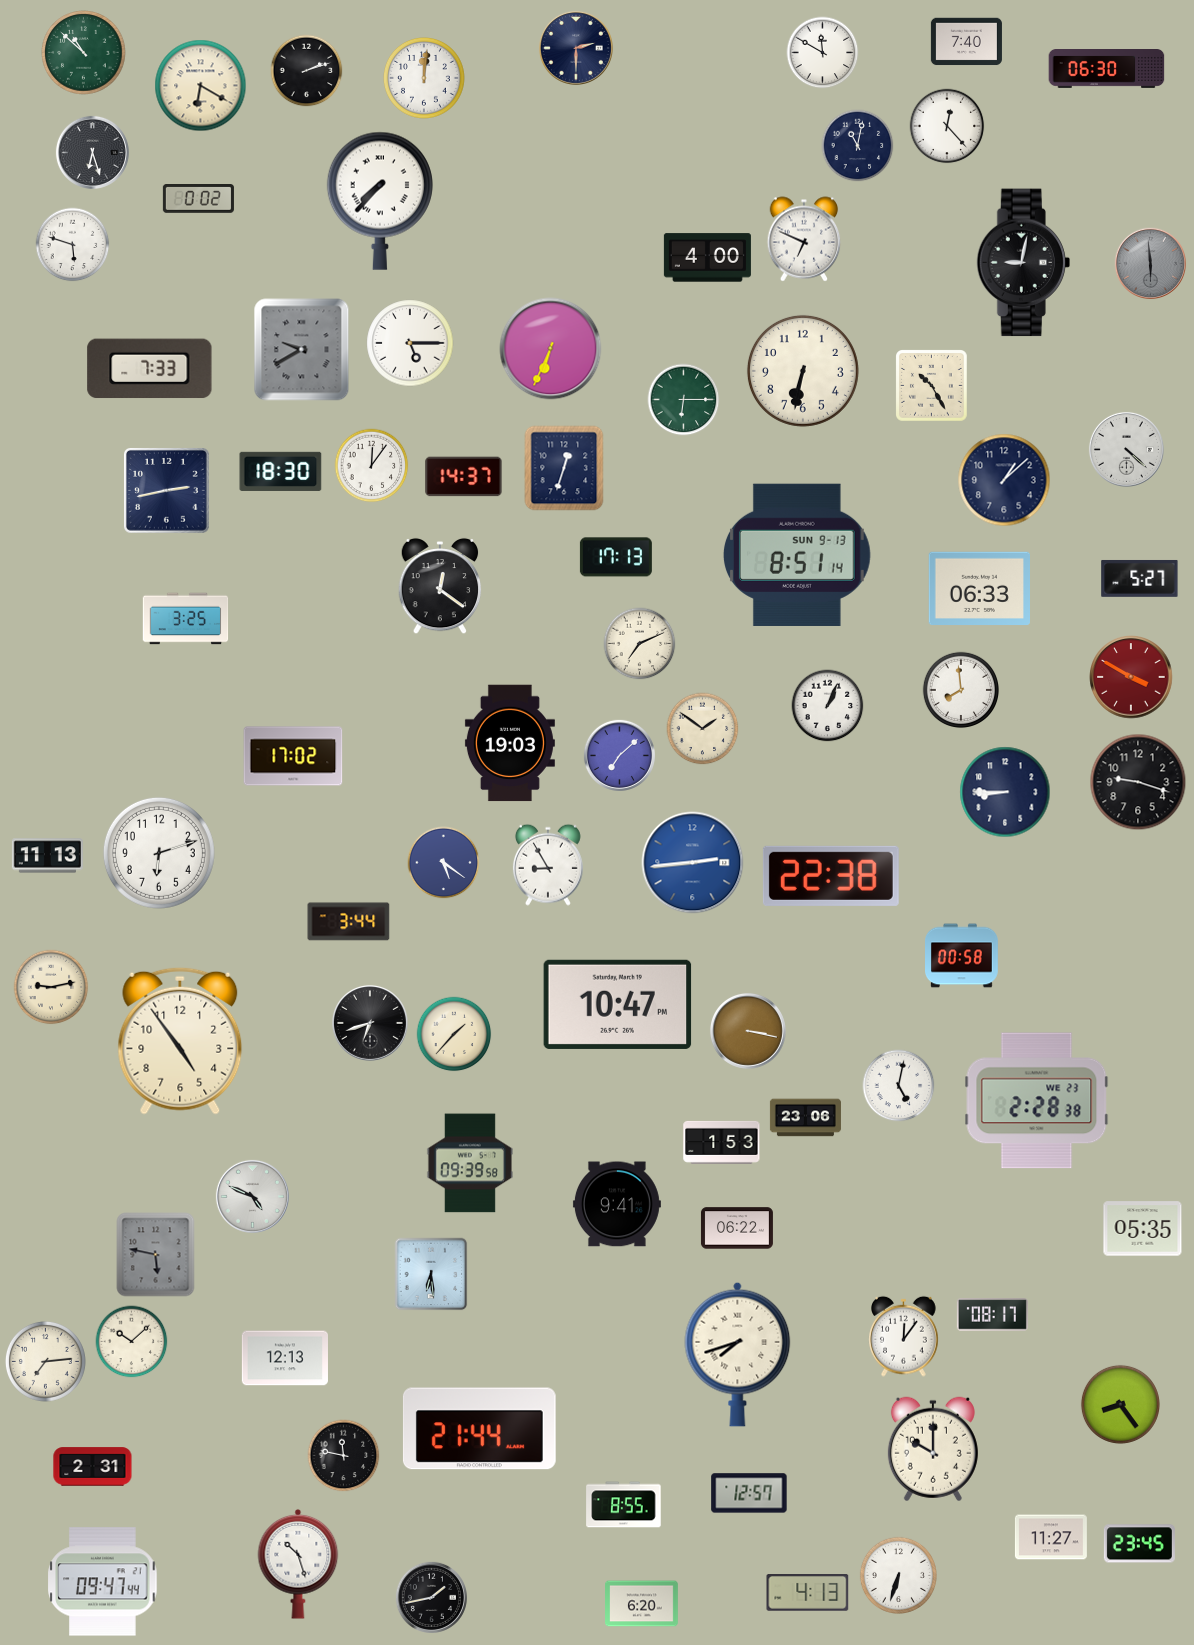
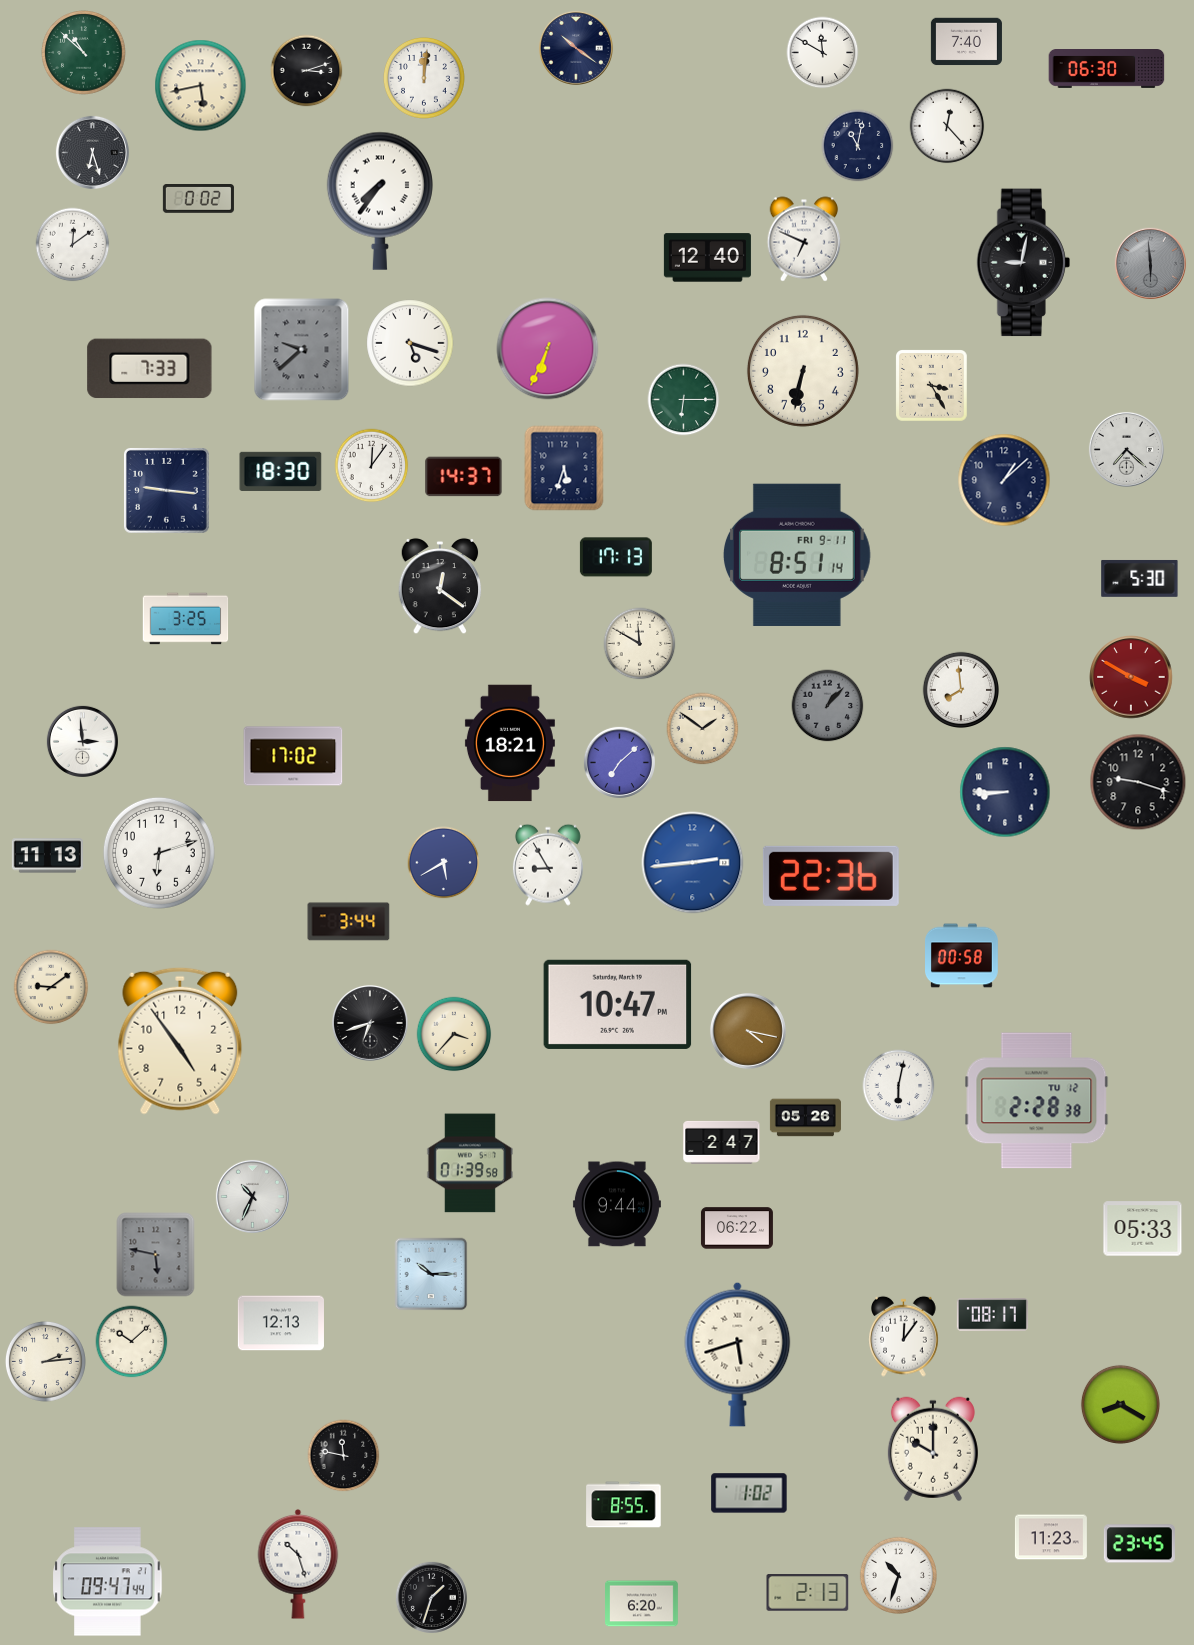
clock at (576, 48): 2:30 -> 10:21
clock at (307, 71): 2:12 -> 3:12
clock at (201, 86): 6:20 -> 5:43
clock at (380, 201): 7:37 -> 7:36
clock at (73, 245): 5:48 -> 12:09
clock at (707, 258): 4:00 -> 12:40
clock at (410, 343): 5:15 -> 5:18
clock at (551, 349) position: (551, 349) -> (548, 349)
clock at (302, 350): 9:40 -> 9:38
clock at (932, 386): 10:25 -> 3:25
clock at (1126, 449): 4:22 -> 7:22
clock at (564, 468): 12:33 -> 5:33
clock at (167, 491): 2:43 -> 9:16
clock at (798, 555) date: SUN 9-13 -> FRI 9-11
clock at (1140, 578): 5:27 -> 5:30
clock at (979, 589): 06:33 -> none
clock at (640, 644): 7:11 -> 11:50
clock at (828, 706): 1:04 -> 1:07
clock at (828, 706) dial: white -> grey
clock at (82, 741): none -> 2:59
clock at (510, 743): 19:03 -> 18:21
clock at (619, 755) position: (619, 755) -> (619, 762)
clock at (444, 863): 5:21 -> 5:40
clock at (831, 876): 22:38 -> 22:36
clock at (51, 987): 9:13 -> 9:09
clock at (748, 1031): 3:17 -> 4:17
clock at (454, 1034): 1:37 -> 3:37
clock at (899, 1086): 5:02 -> 6:02
clock at (1037, 1101) date: WE 23 -> TU 12
clock at (805, 1118): 23:06 -> 05:26
clock at (722, 1142): 1:53 -> 2:47
clock at (470, 1163): 09:39 -> 01:39
clock at (252, 1196): 4:49 -> 10:34
clock at (617, 1204): 9:41 -> 9:44
clock at (1143, 1229): 05:35 -> 05:33
clock at (431, 1274): 6:29 -> 10:15
clock at (738, 1354): 7:42 -> 5:42
clock at (285, 1358) position: (285, 1358) -> (281, 1323)
clock at (45, 1361): 7:14 -> 2:14
clock at (1120, 1404): 8:24 -> 8:20
clock at (479, 1429): 21:44 -> none
clock at (93, 1467): 2:31 -> none
clock at (749, 1493): 12:57 -> 1:02
clock at (1051, 1537): 11:27 -> 11:23
clock at (898, 1575): 6:33 -> 10:33
clock at (103, 1582) position: (103, 1582) -> (108, 1582)
clock at (808, 1593): 4:13 -> 2:13
clock at (431, 1597): 1:43 -> 1:33
